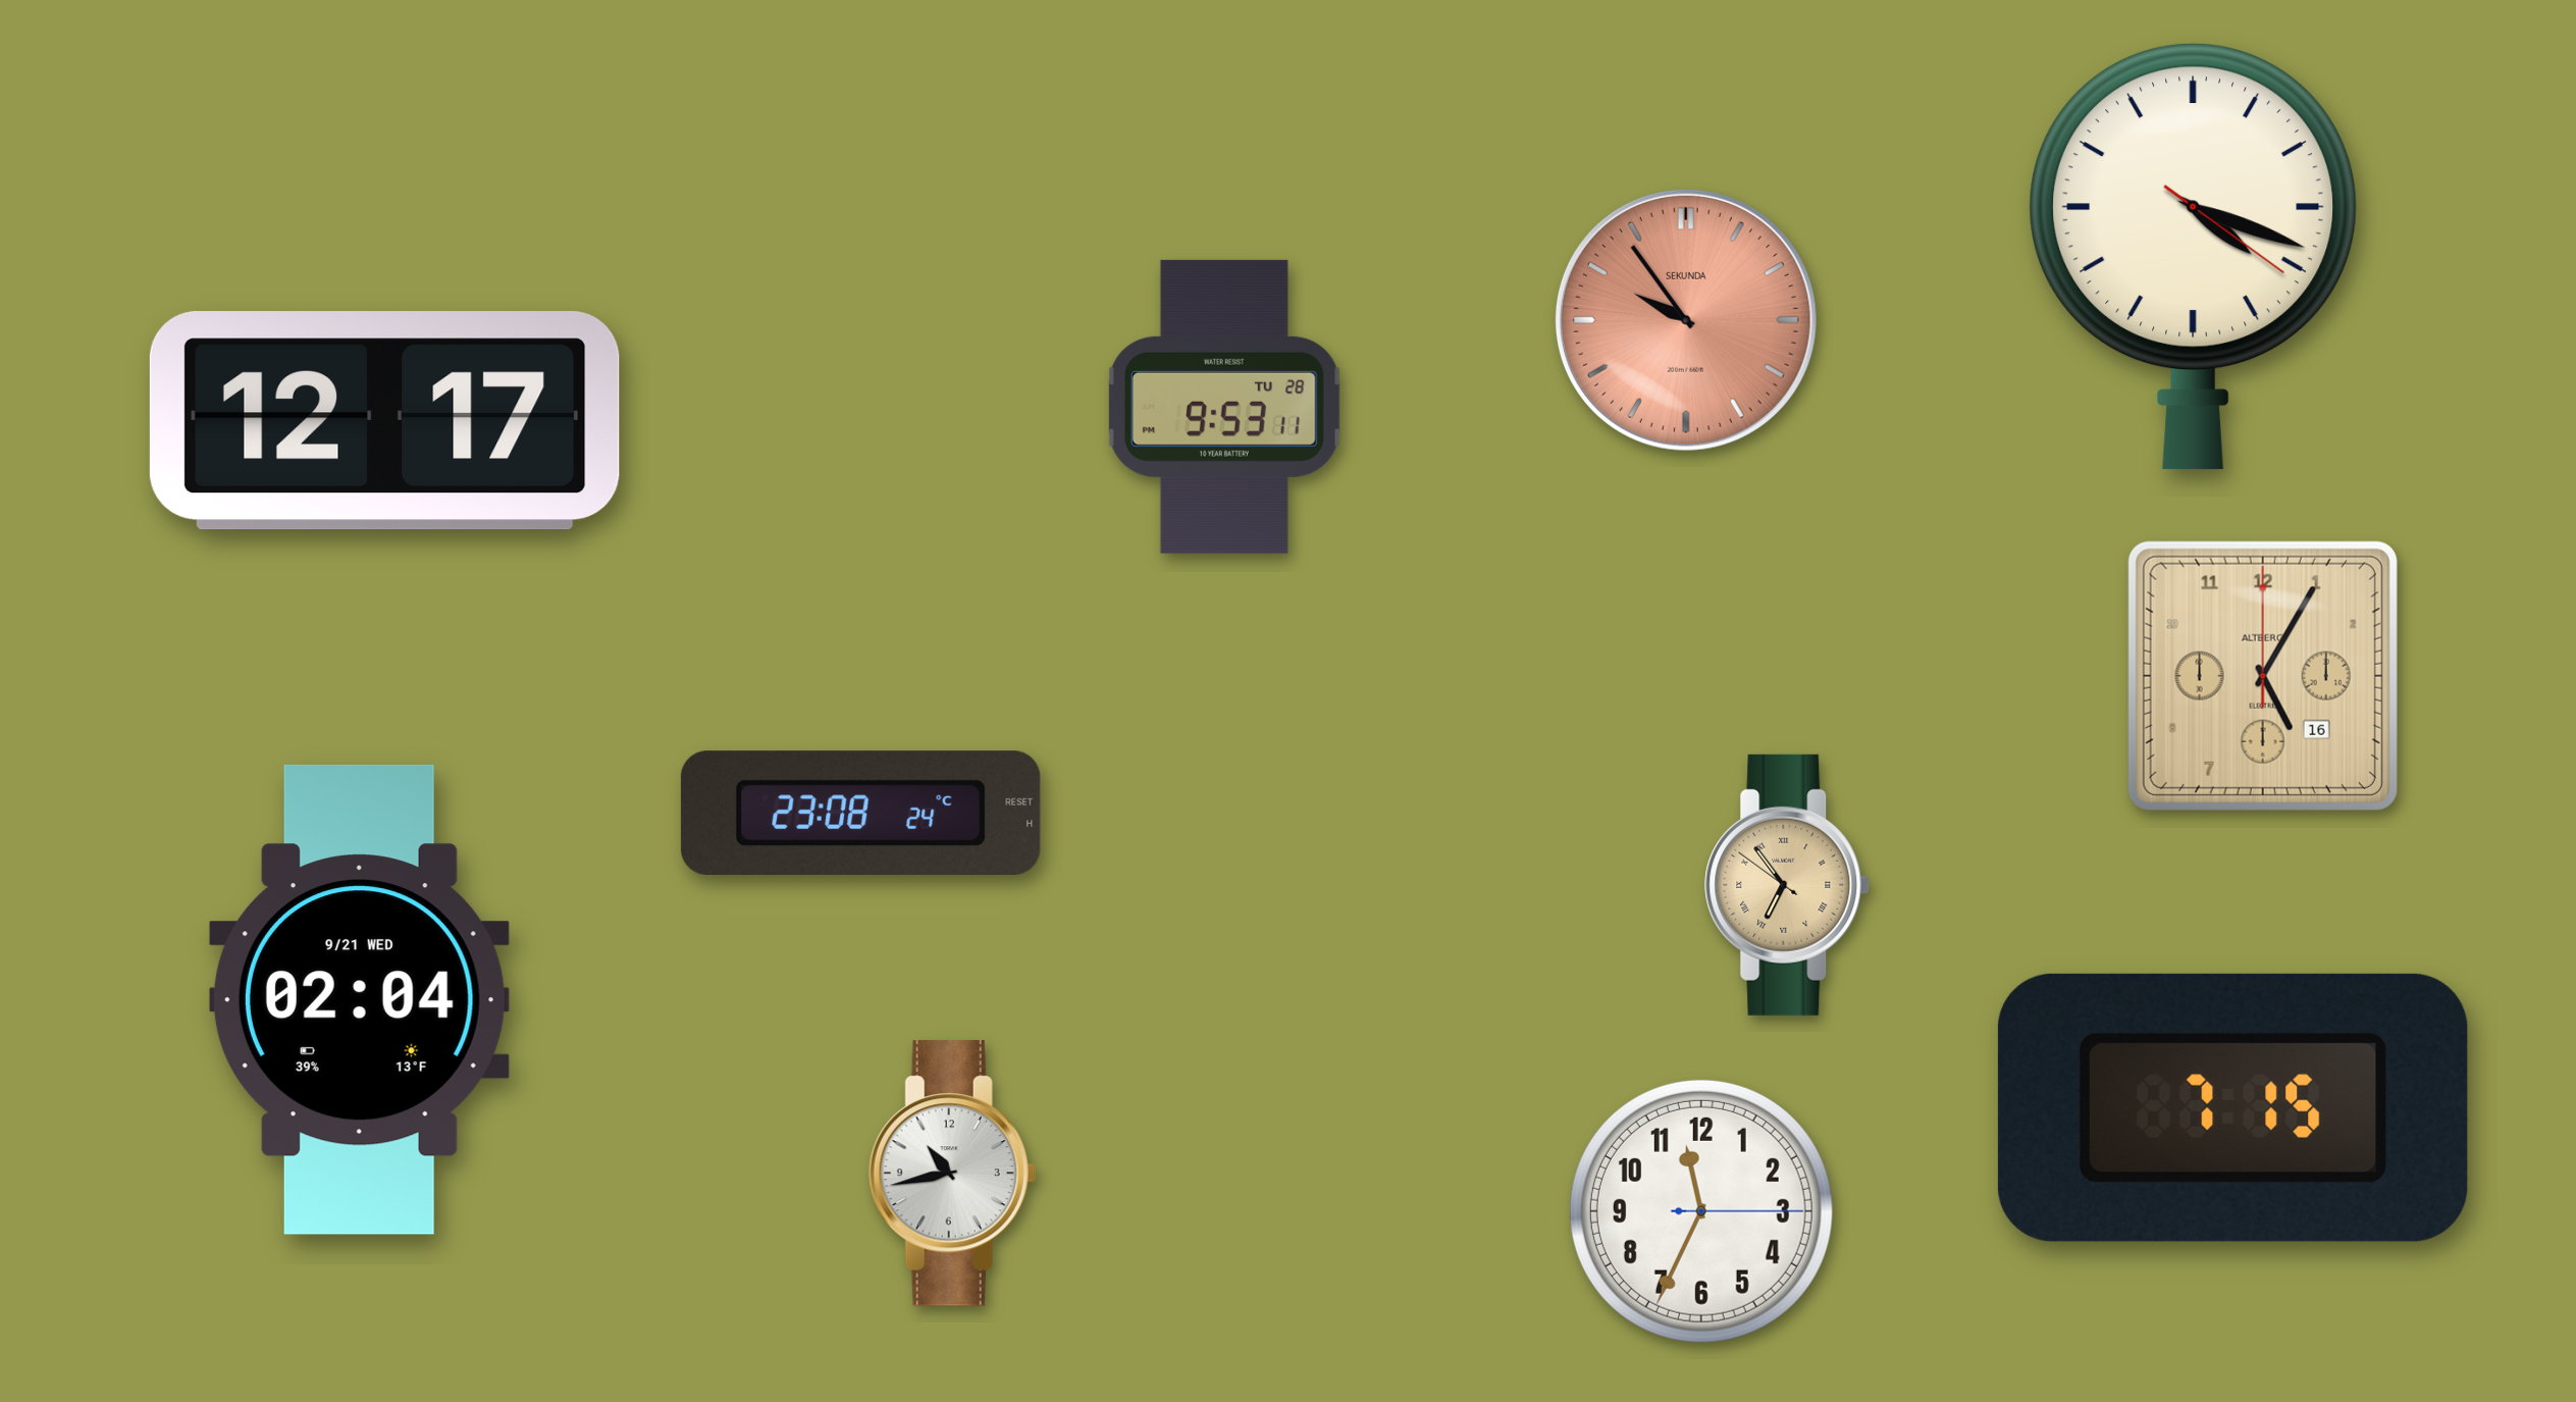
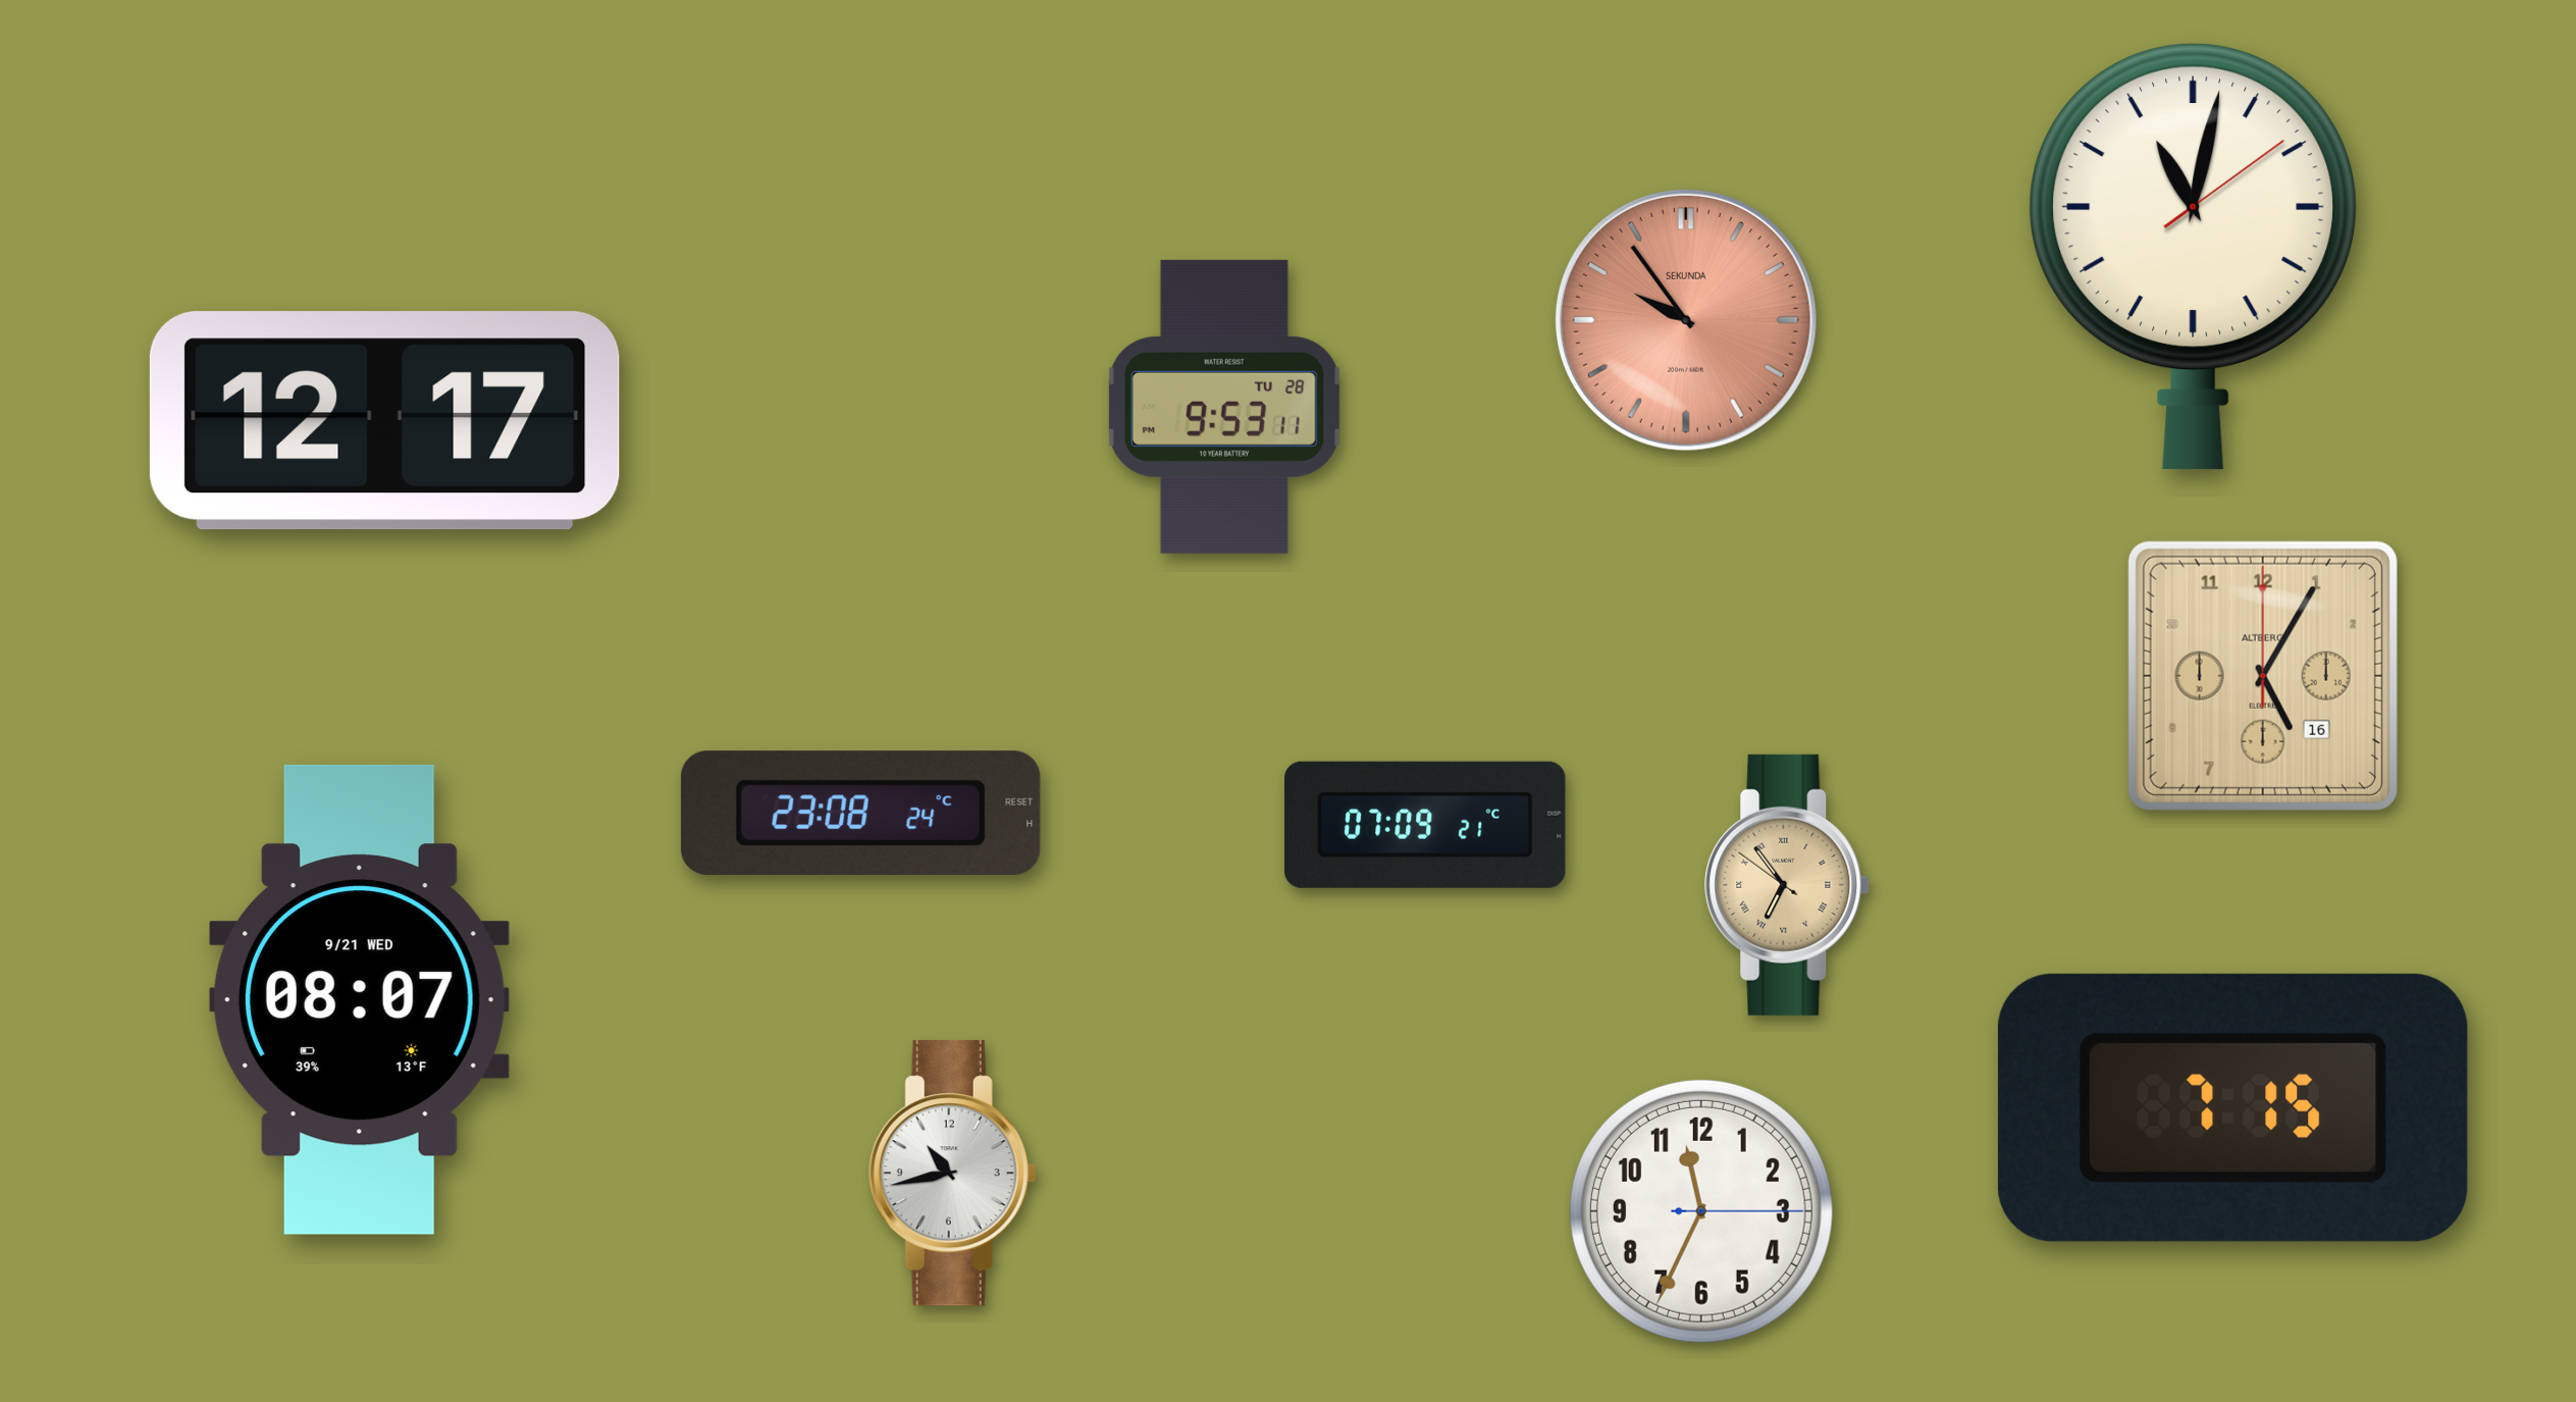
clock at (2194, 257): 4:18 -> 11:02
clock at (1426, 825): none -> 07:09
clock at (359, 999): 02:04 -> 08:07
